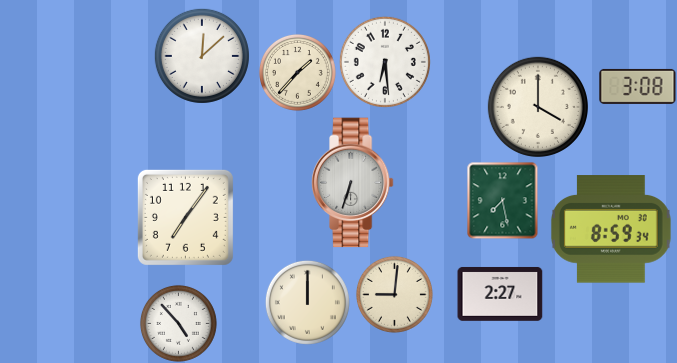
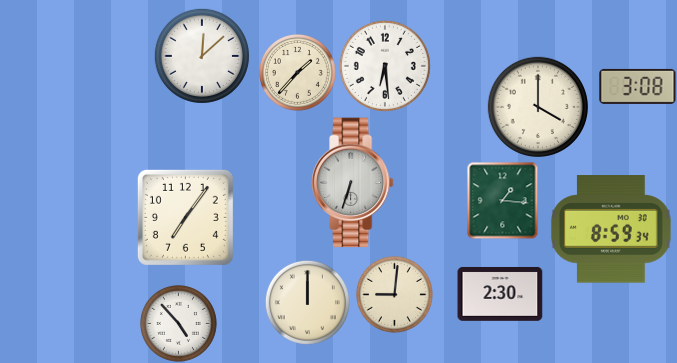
clock at (385, 62) position: (385, 62) -> (385, 66)
clock at (503, 200): 7:28 -> 1:16
clock at (500, 294): 2:27 -> 2:30
